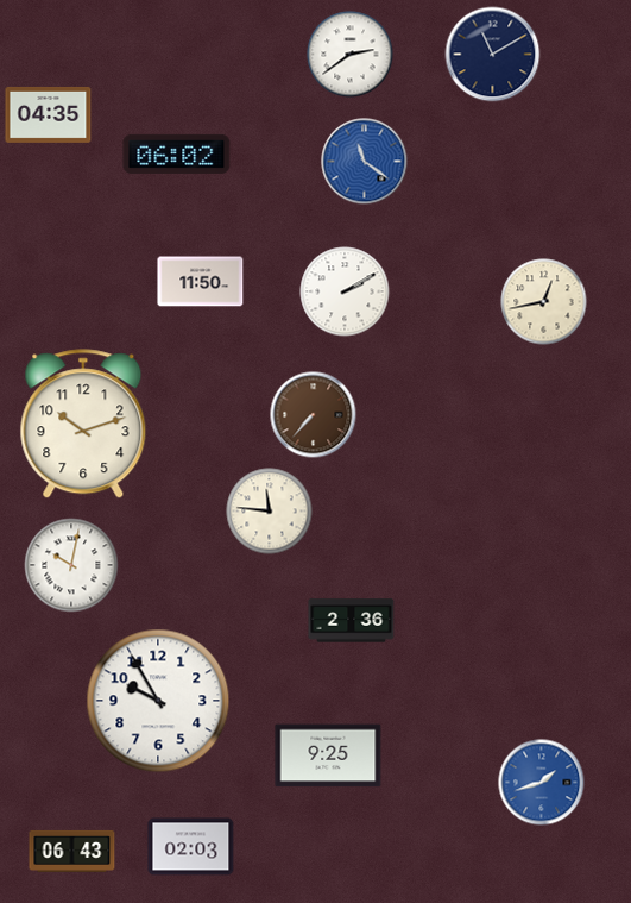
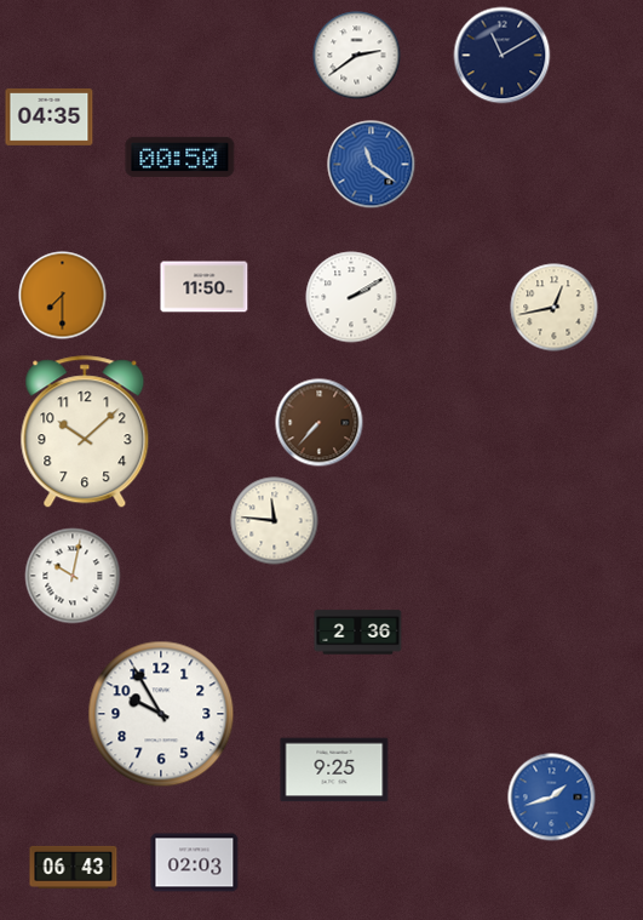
clock at (177, 153): 06:02 -> 00:50
clock at (63, 296): none -> 7:30
clock at (83, 425): 10:12 -> 10:08
